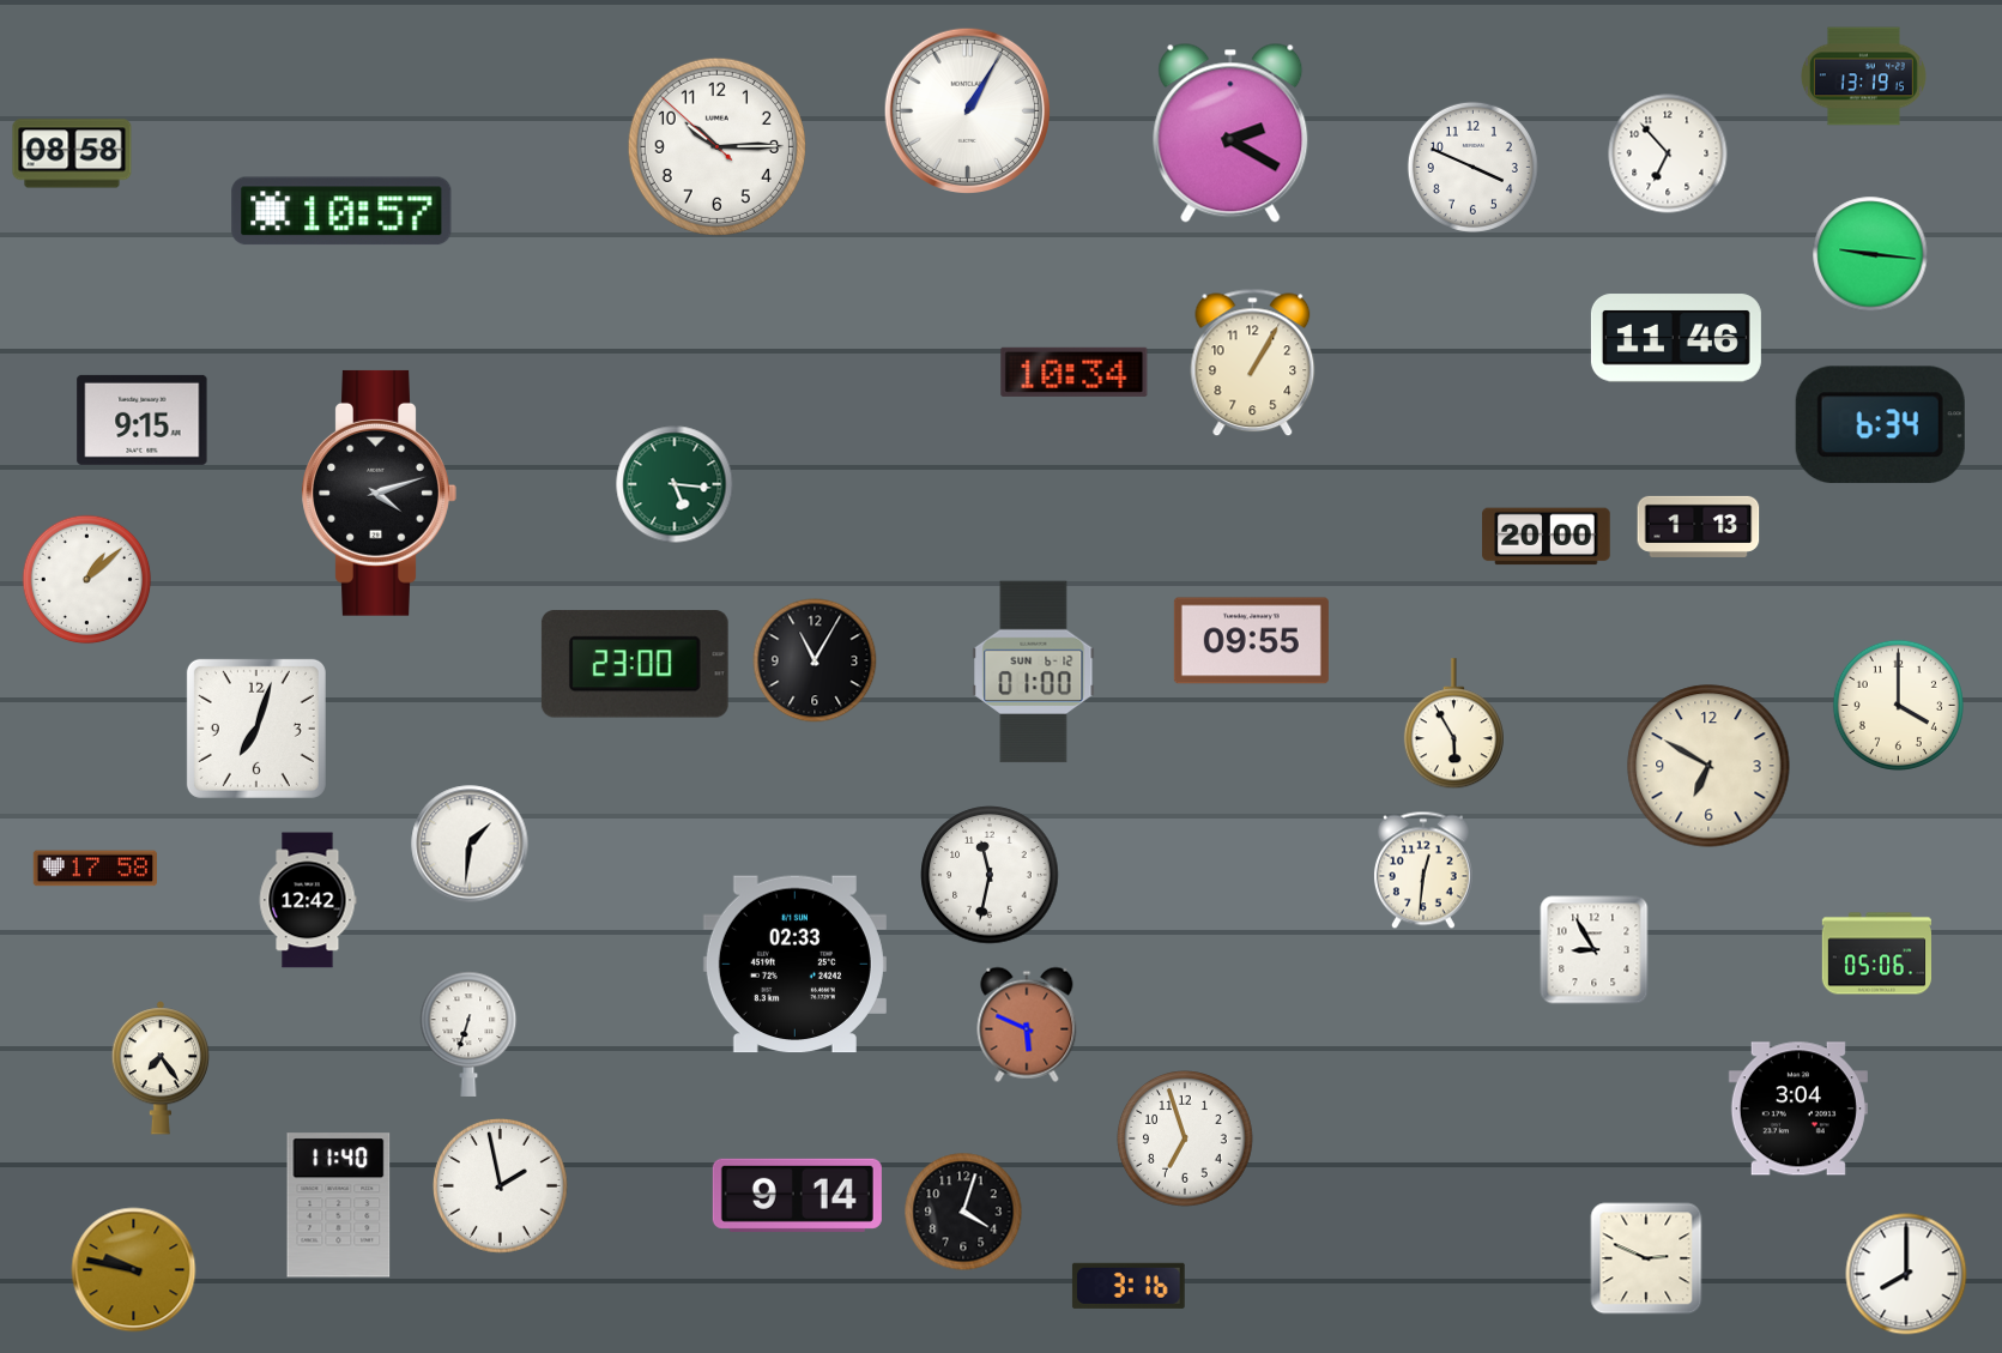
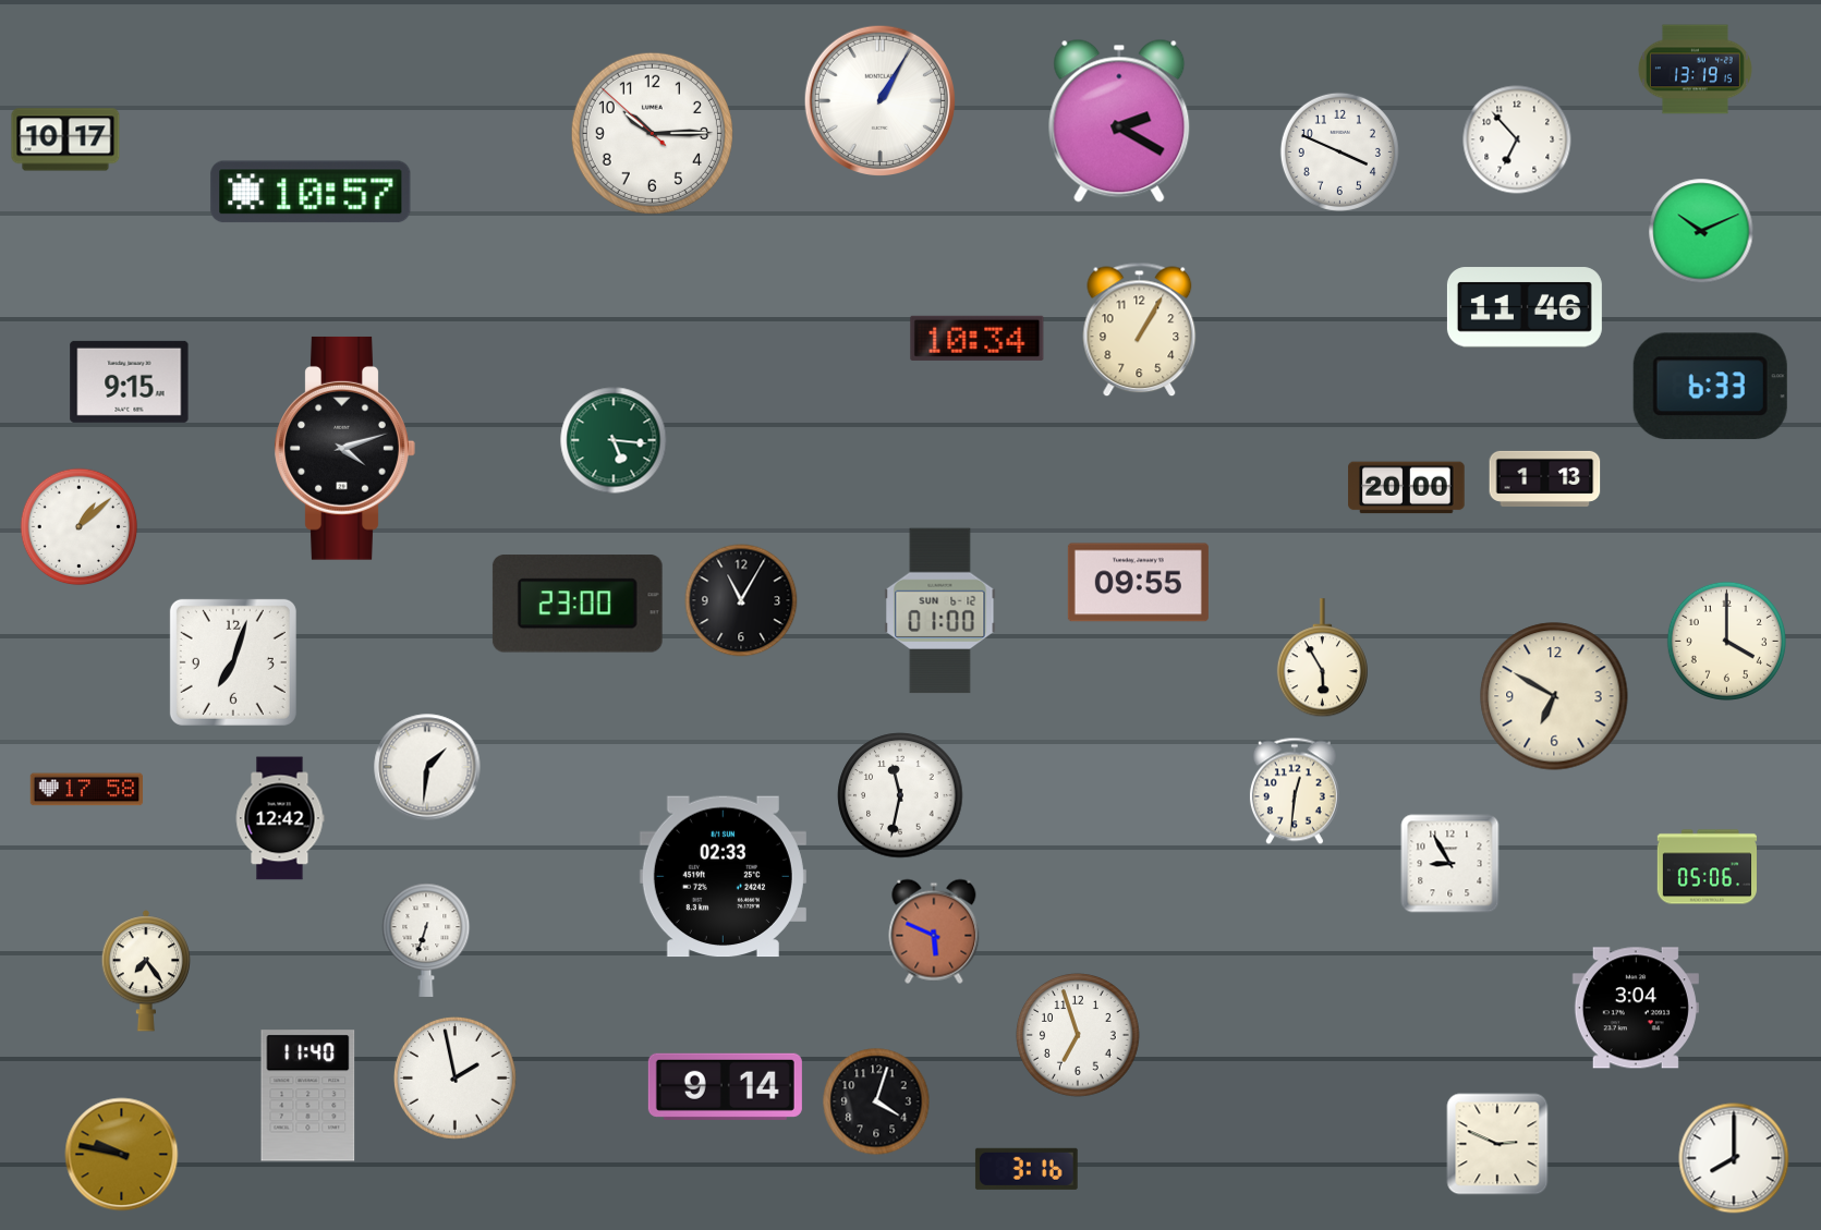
clock at (72, 153): 08:58 -> 10:17
clock at (1870, 254): 9:16 -> 10:11
clock at (1880, 425): 6:34 -> 6:33
